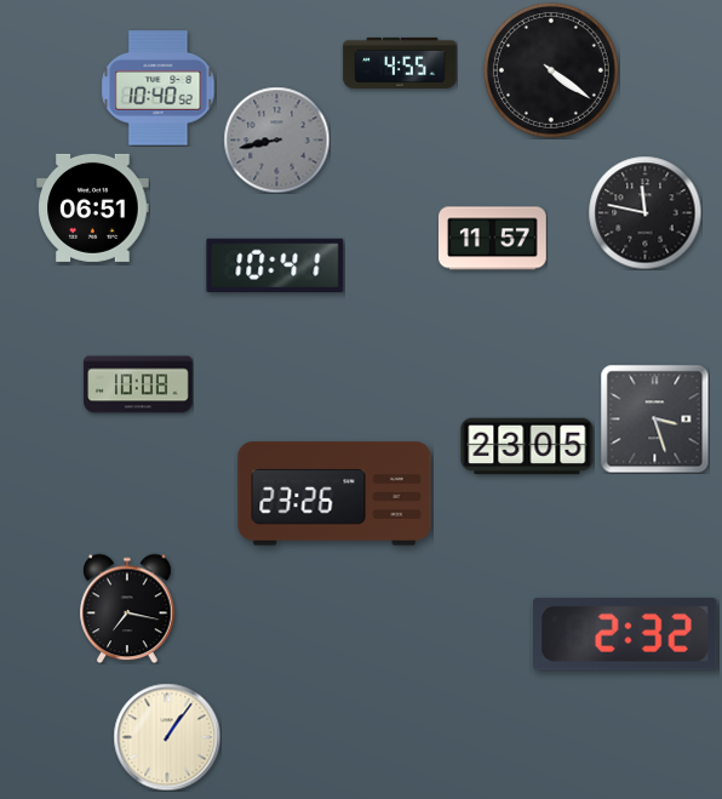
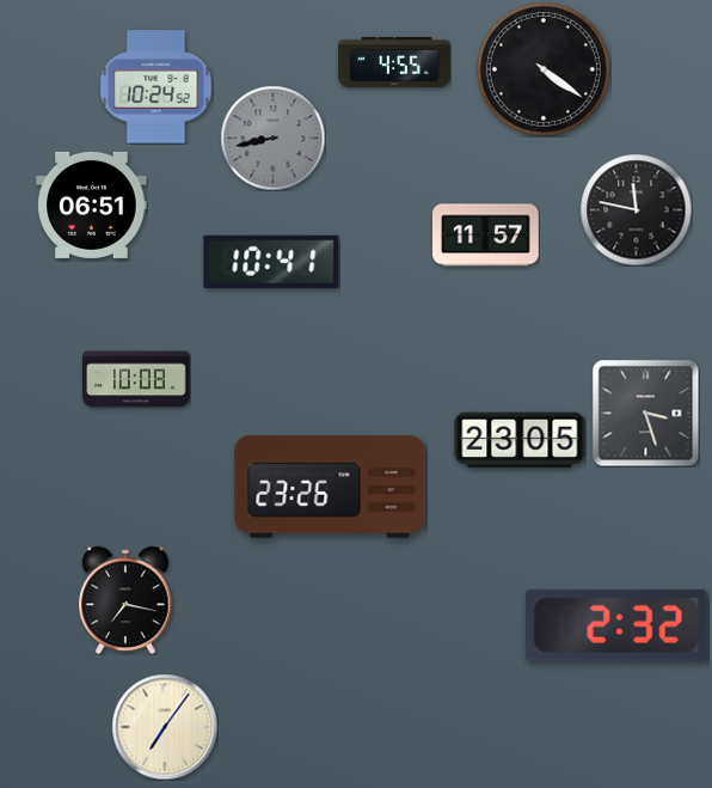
clock at (159, 89): 10:40 -> 10:24
clock at (167, 737): 1:06 -> 7:06
